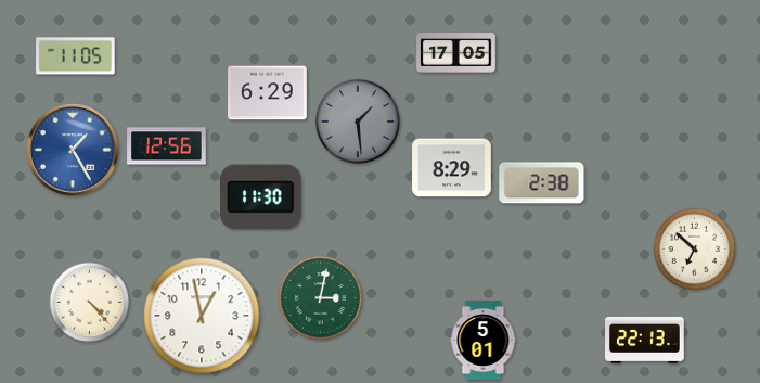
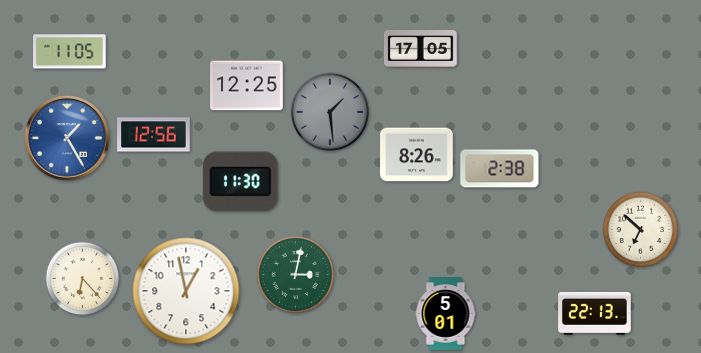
clock at (268, 93): 6:29 -> 12:25
clock at (452, 168): 8:29 -> 8:26
clock at (90, 303): 4:23 -> 6:23
